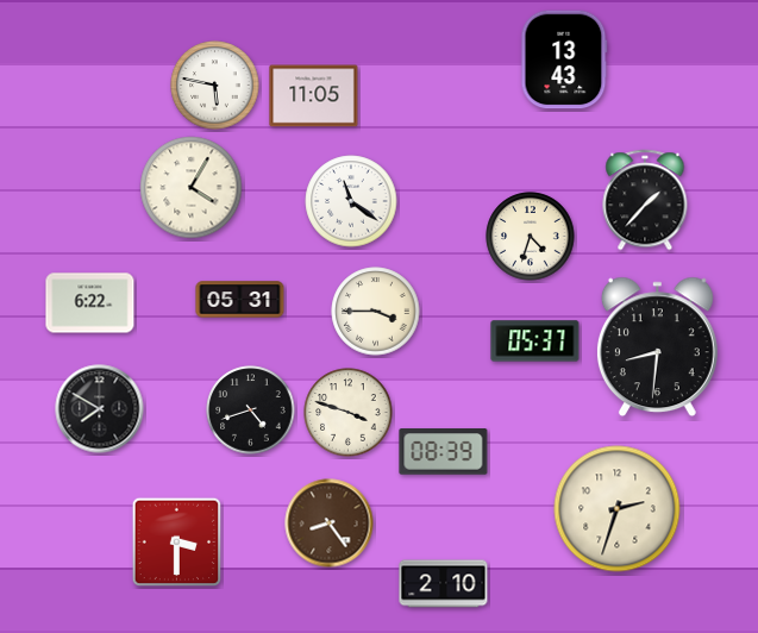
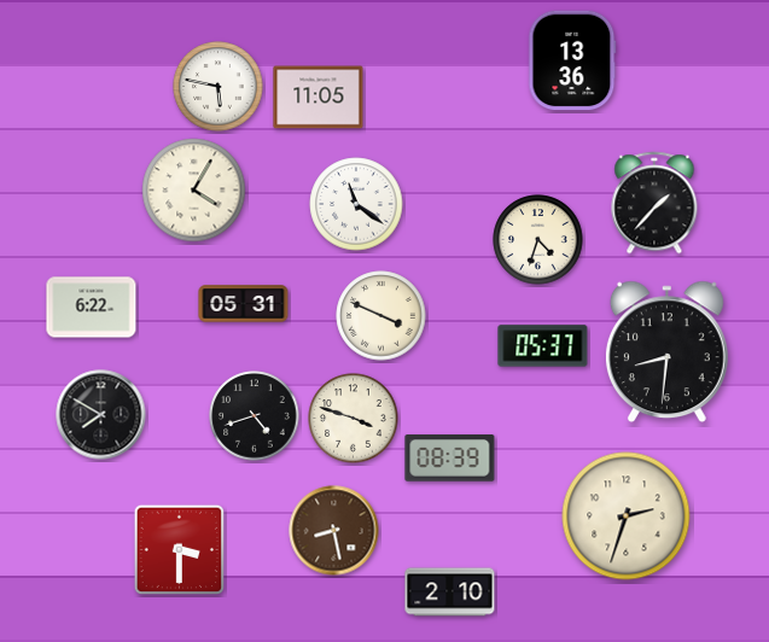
clock at (564, 59): 13:43 -> 13:36
clock at (376, 312): 3:45 -> 3:49
clock at (330, 524): 8:24 -> 8:28
